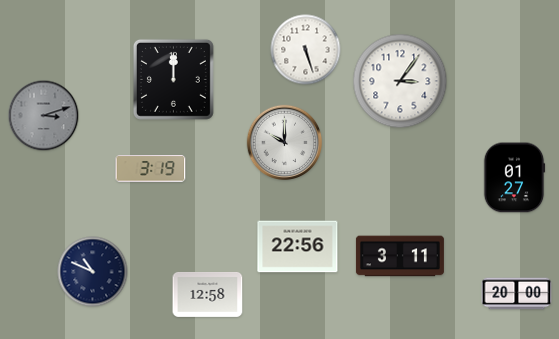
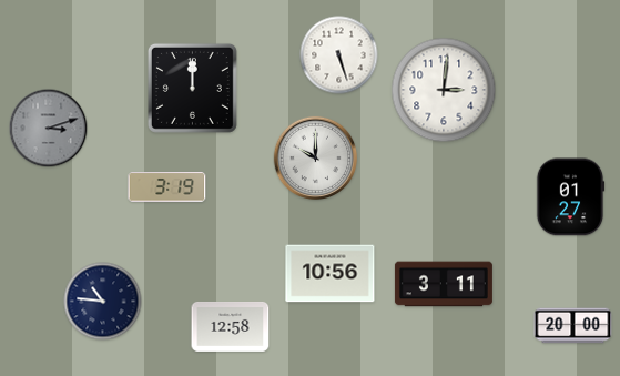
clock at (400, 81): 3:06 -> 3:01
clock at (298, 247): 22:56 -> 10:56
clock at (93, 272): 10:49 -> 10:46
